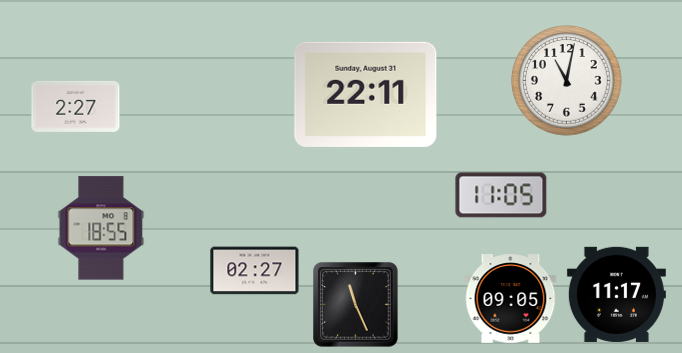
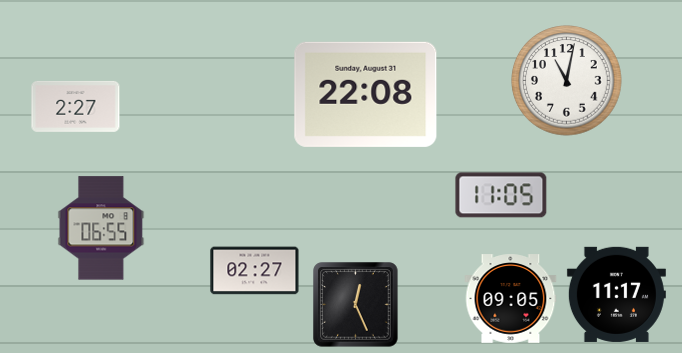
clock at (366, 94): 22:11 -> 22:08
clock at (101, 228): 18:55 -> 06:55
clock at (356, 305): 11:26 -> 12:26
